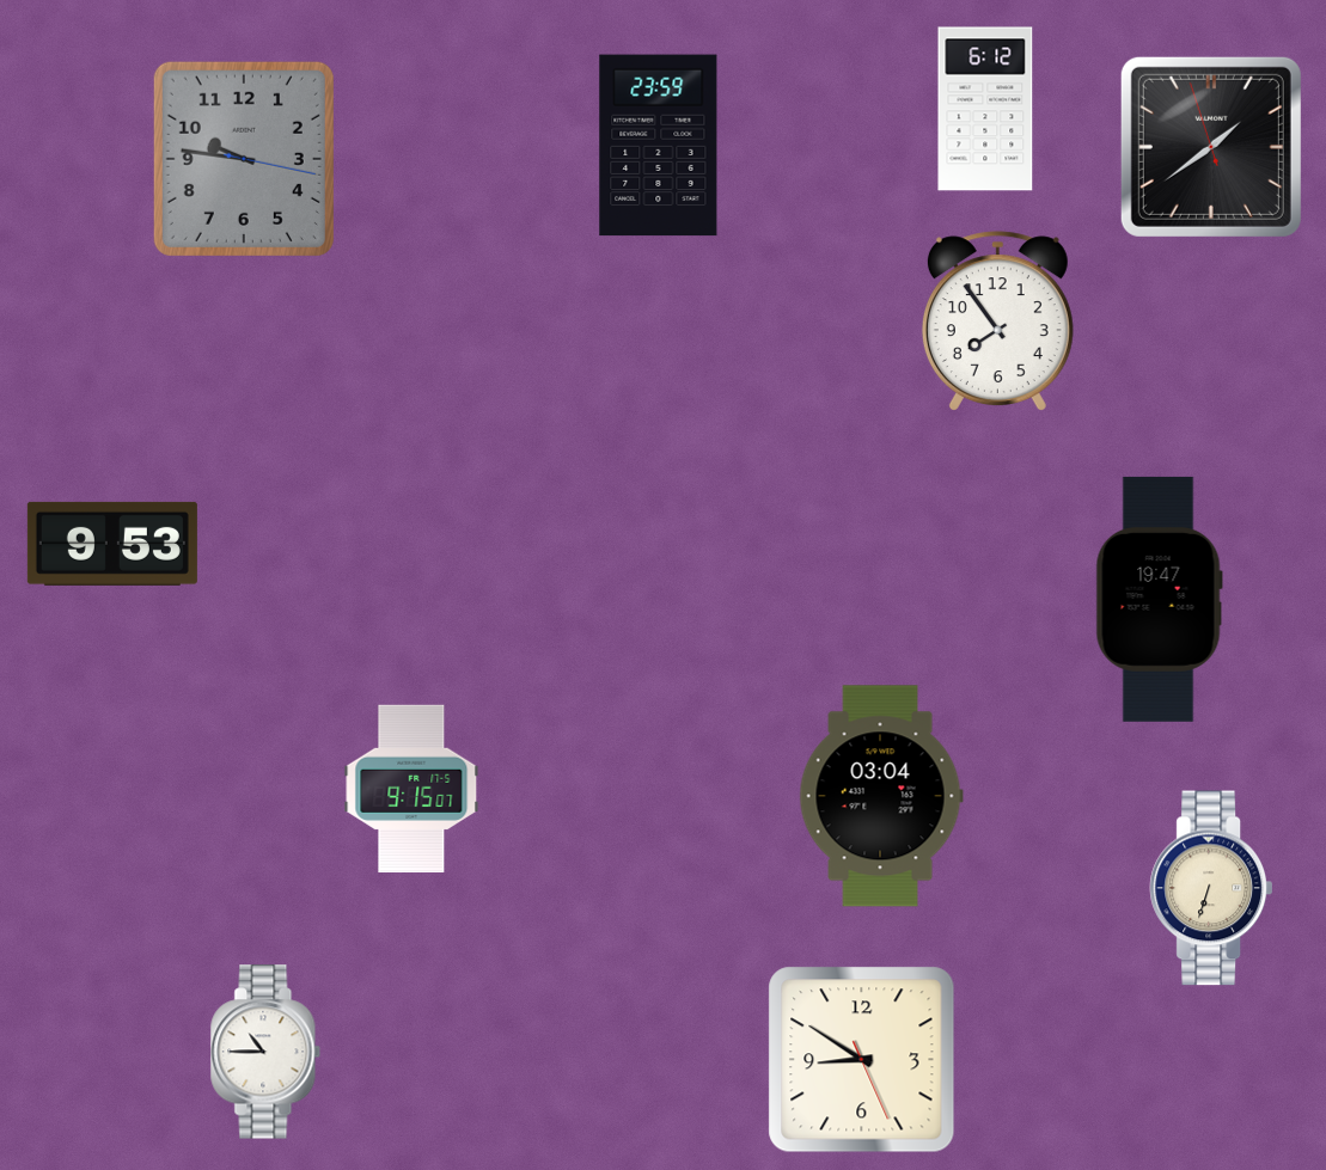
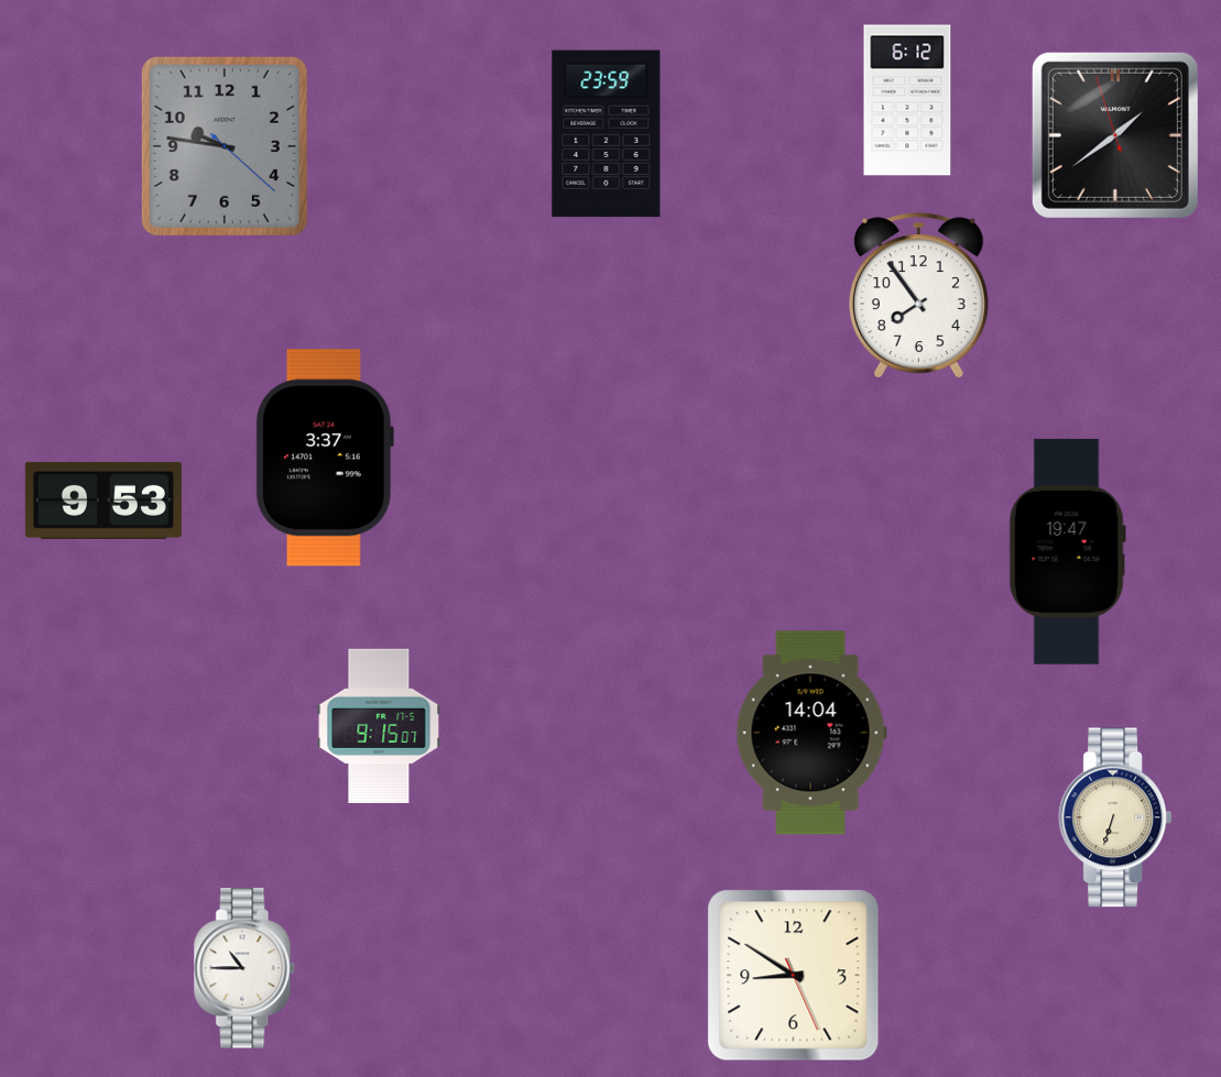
clock at (244, 159): 9:46:17 -> 9:46:22
clock at (325, 458): none -> 3:37
clock at (881, 796): 03:04 -> 14:04
